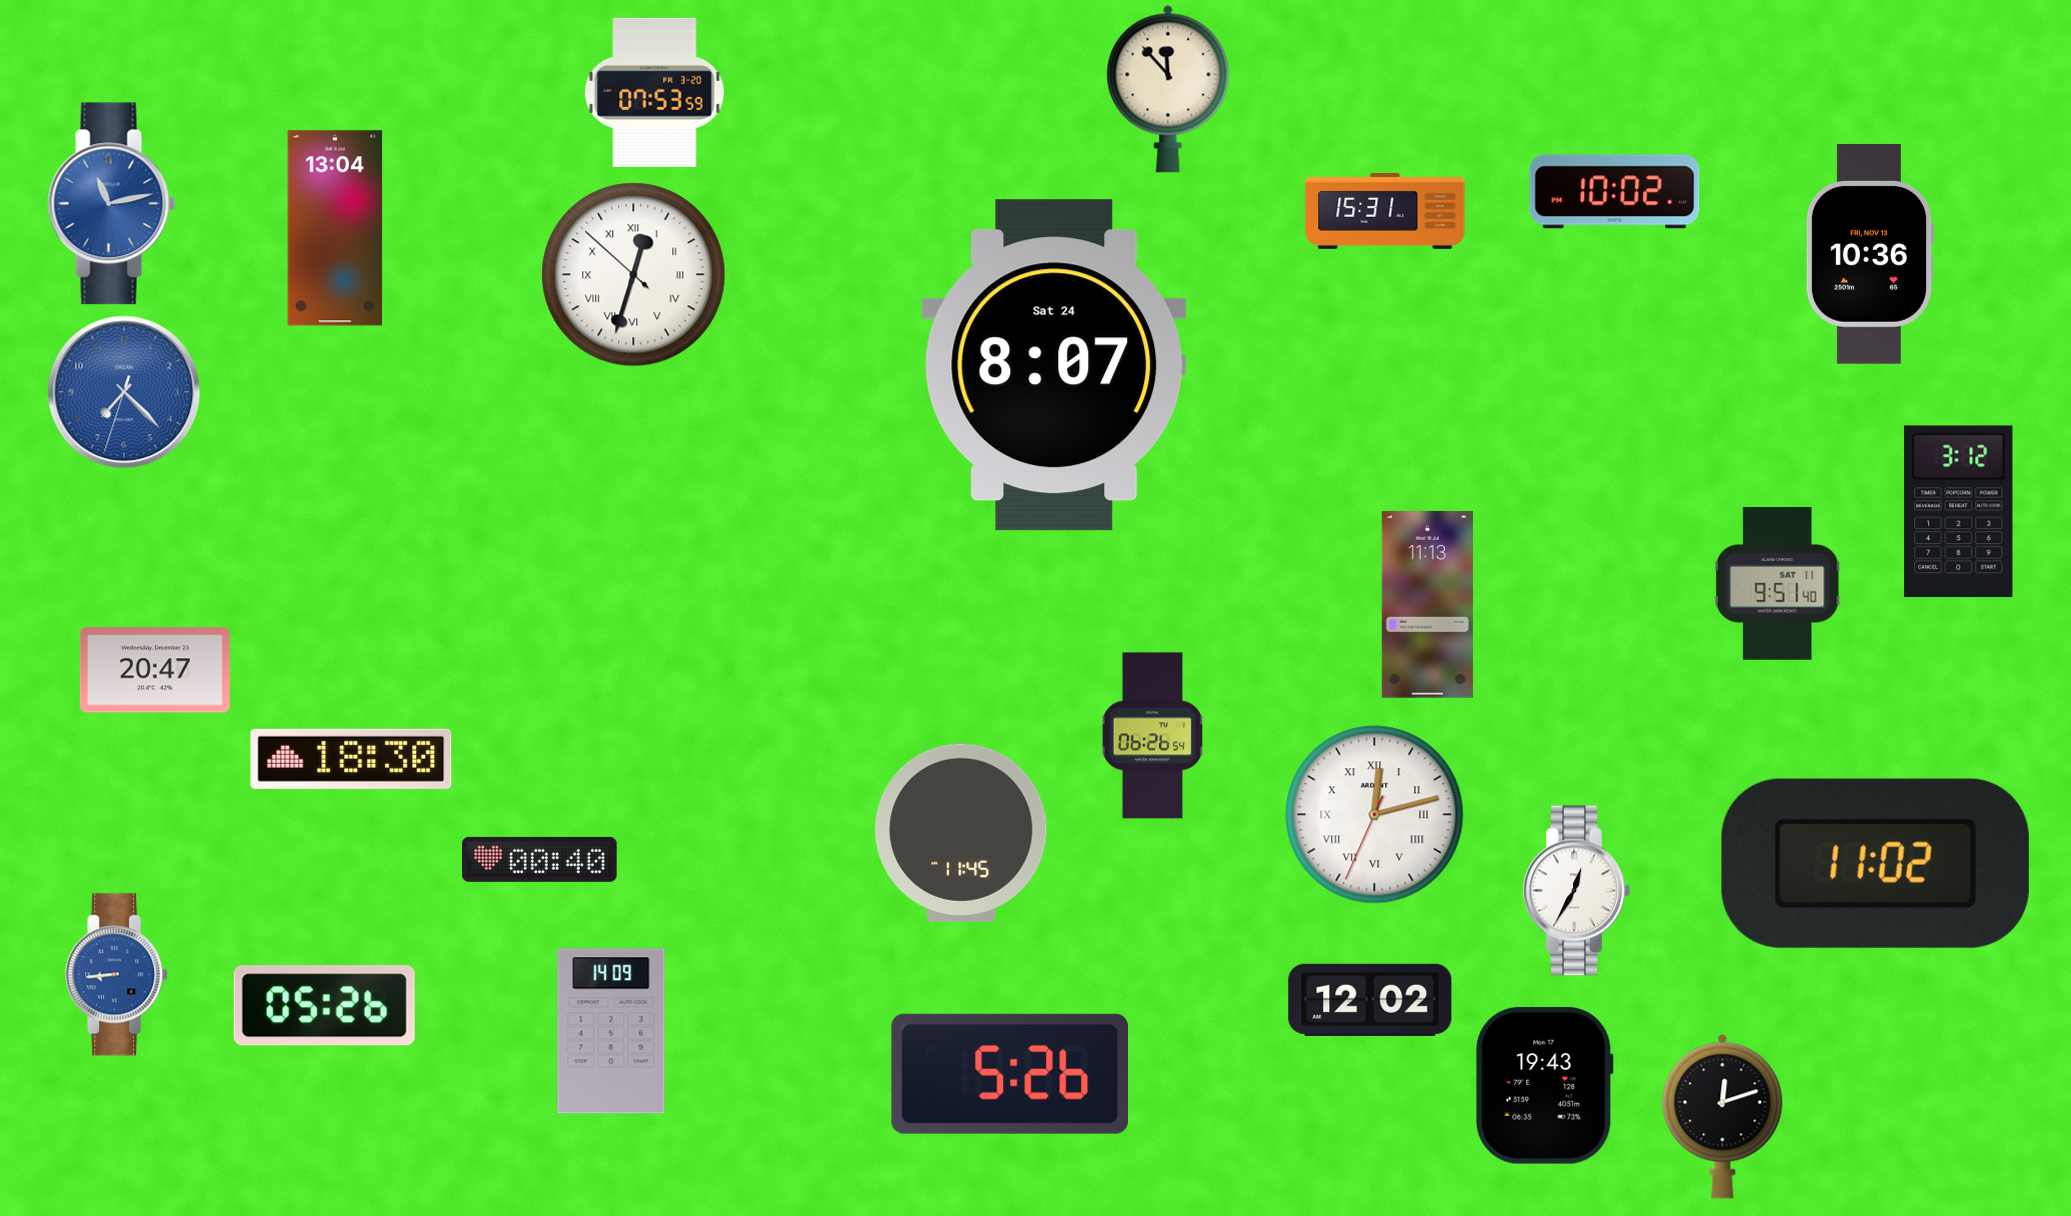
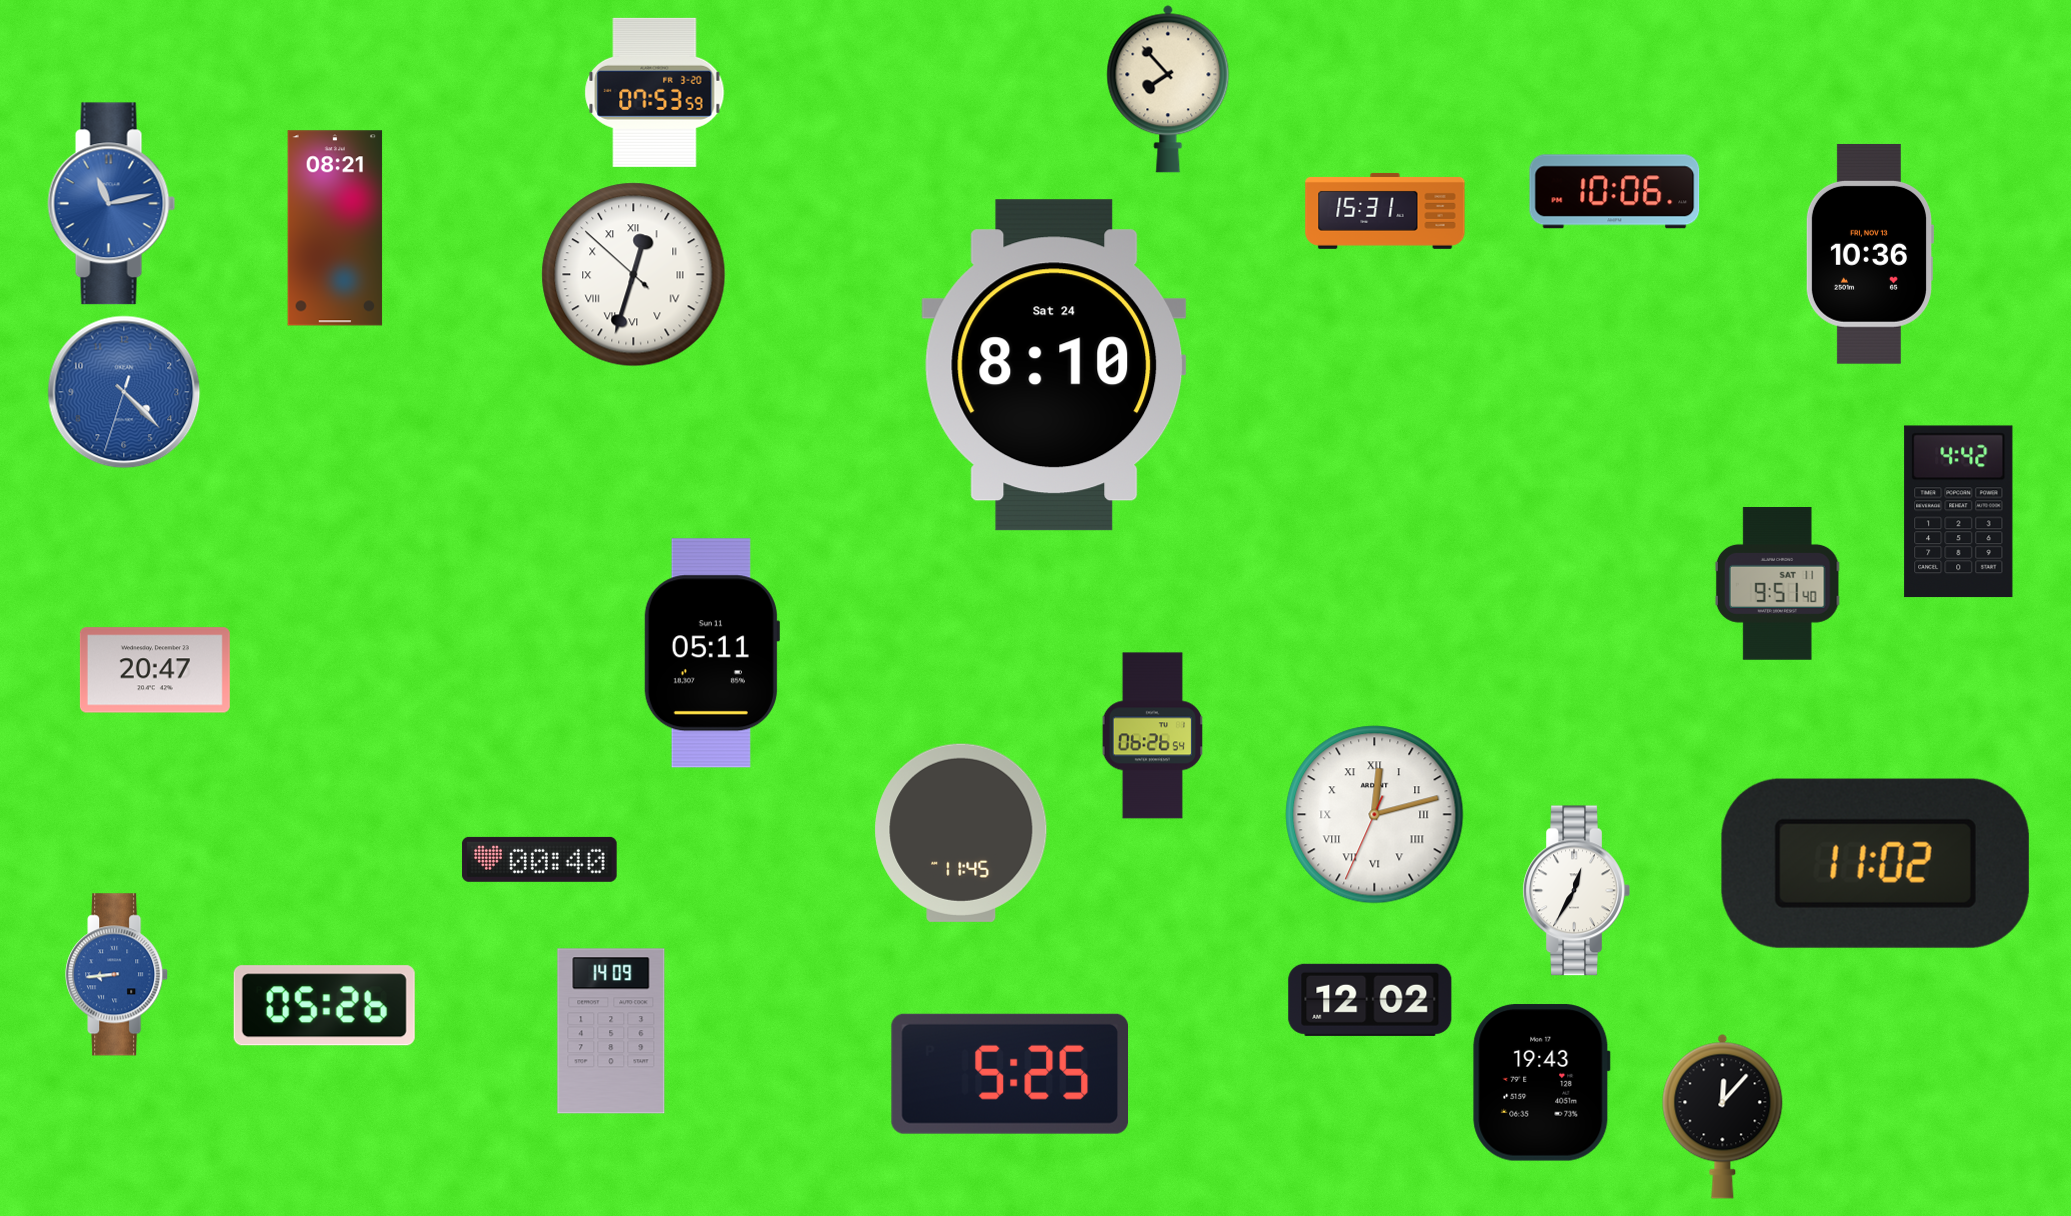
clock at (1168, 89): 11:53 -> 7:53
clock at (1615, 192): 10:02 -> 10:06
clock at (335, 228): 13:04 -> 08:21
clock at (1054, 365): 8:07 -> 8:10
clock at (124, 392): 7:22 -> 4:22
clock at (1959, 512): 3:12 -> 4:42
clock at (1427, 605): 11:13 -> none
clock at (711, 653): none -> 05:11
clock at (351, 759): 18:30 -> none
clock at (1009, 1074): 5:26 -> 5:25
clock at (1545, 1086) position: (1545, 1086) -> (1542, 1083)
clock at (1723, 1116): 12:12 -> 12:07
